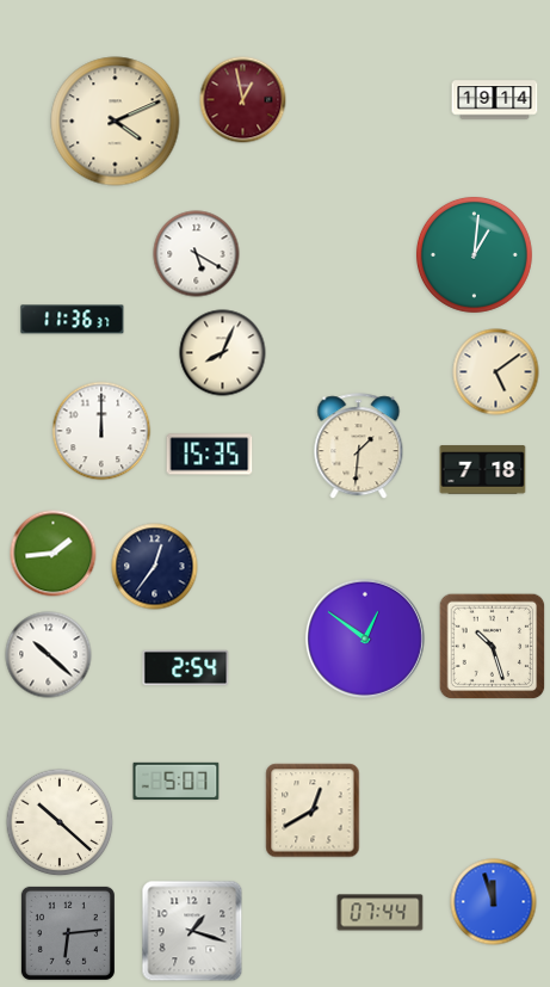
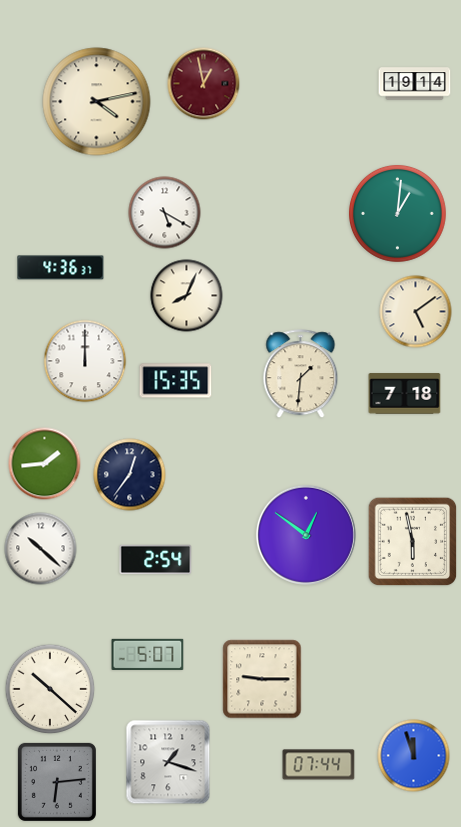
clock at (116, 122): 4:11 -> 4:13
clock at (73, 320): 11:36 -> 4:36
clock at (493, 647): 10:27 -> 5:58
clock at (313, 810): 12:40 -> 9:15
clock at (192, 931) position: (192, 931) -> (168, 762)
